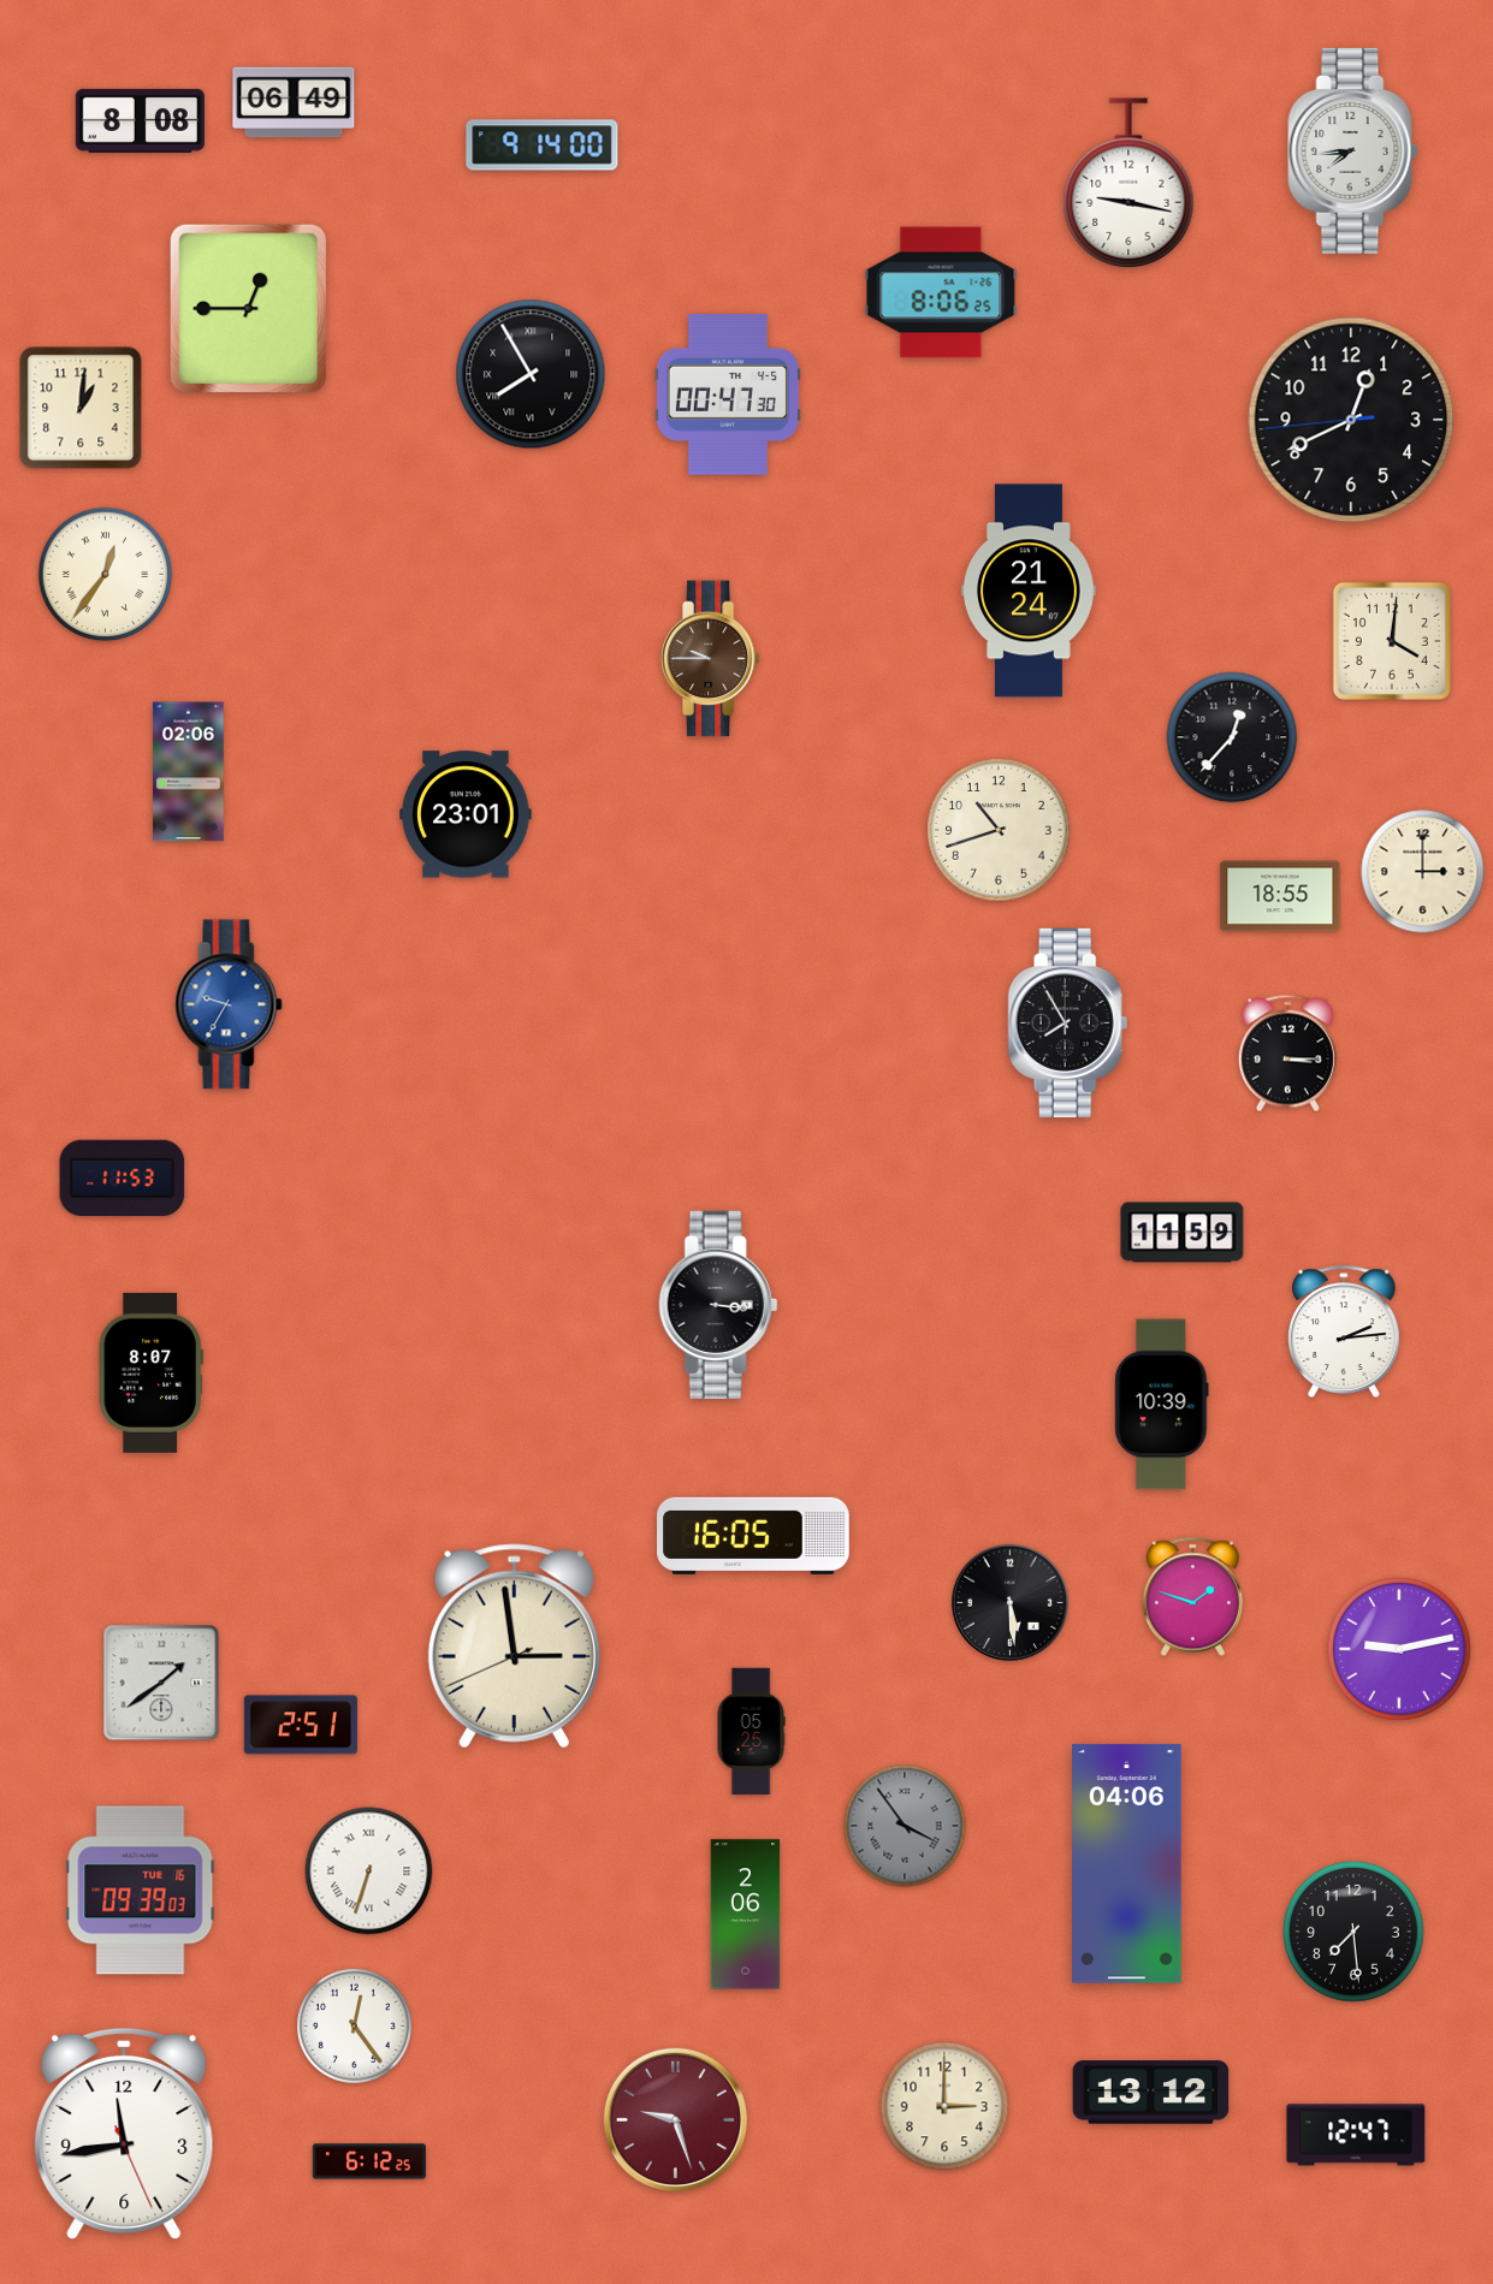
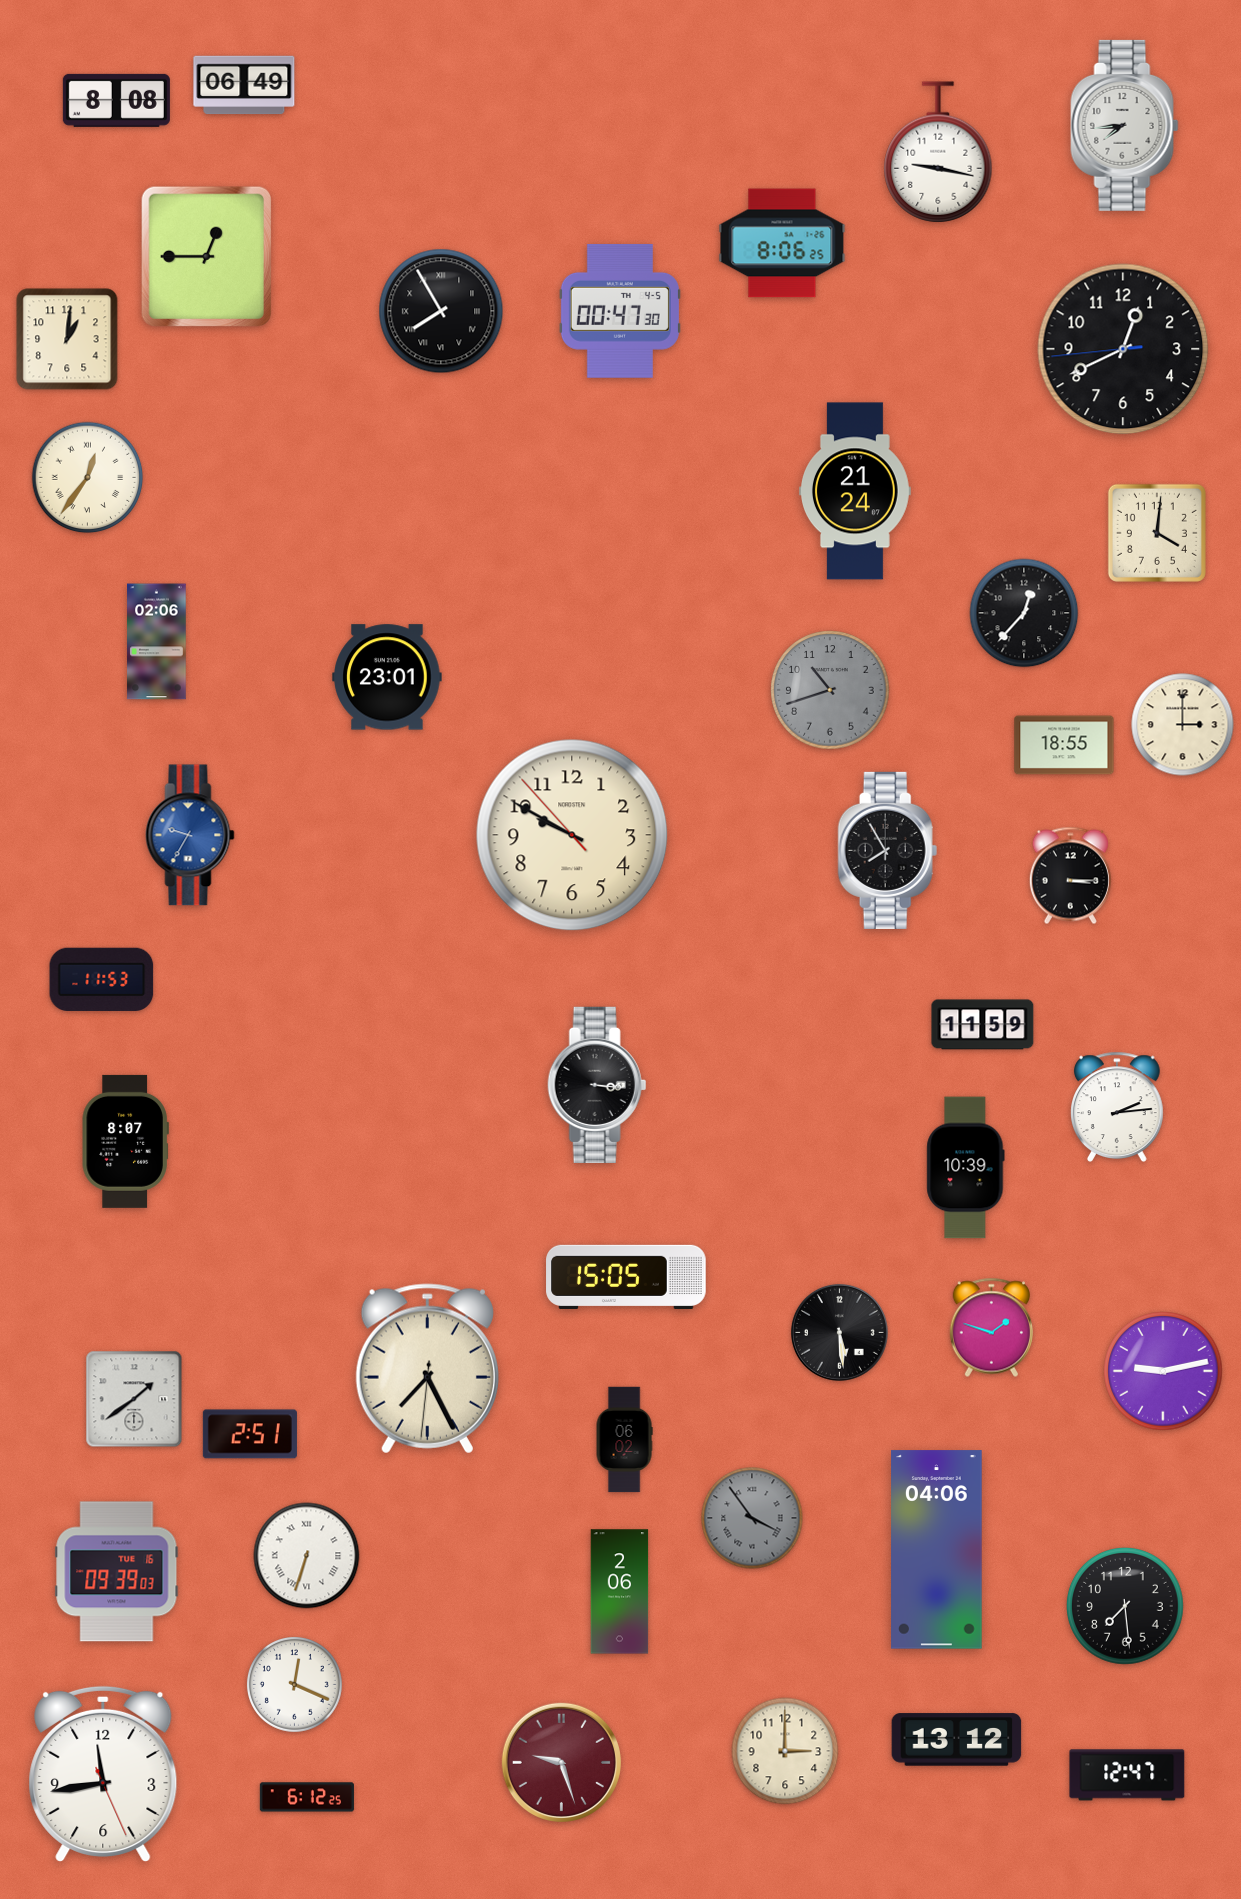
clock at (543, 146): 9:14 -> none
clock at (728, 394) position: (728, 394) -> (620, 311)
clock at (710, 659): 9:45 -> none
clock at (999, 830) dial: cream -> grey
clock at (572, 835): none -> 9:49
clock at (753, 1536): 16:05 -> 15:05
clock at (514, 1647): 2:58 -> 7:25
clock at (751, 1732): 05:25 -> 06:02
clock at (354, 2025): 12:24 -> 12:19
